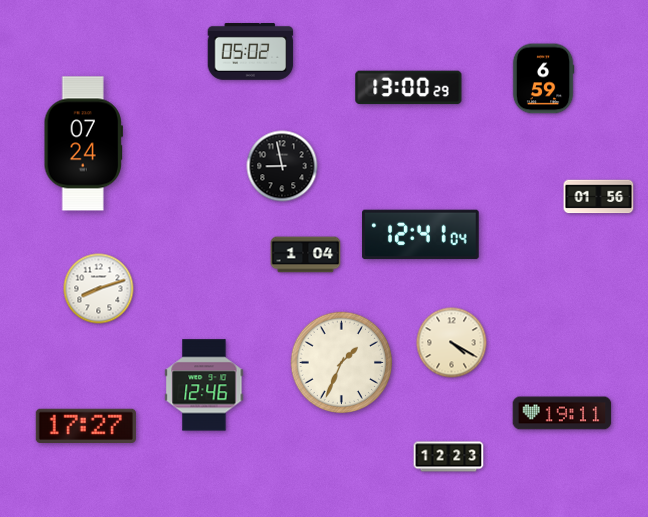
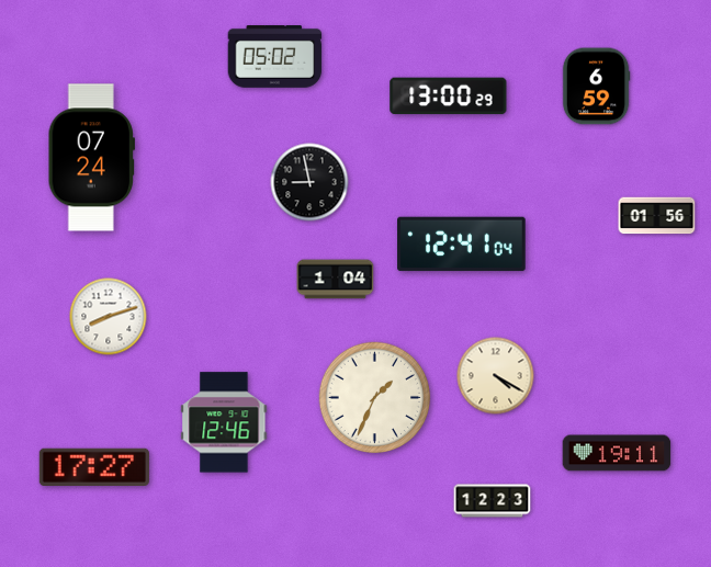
clock at (421, 235) position: (421, 235) -> (462, 245)
